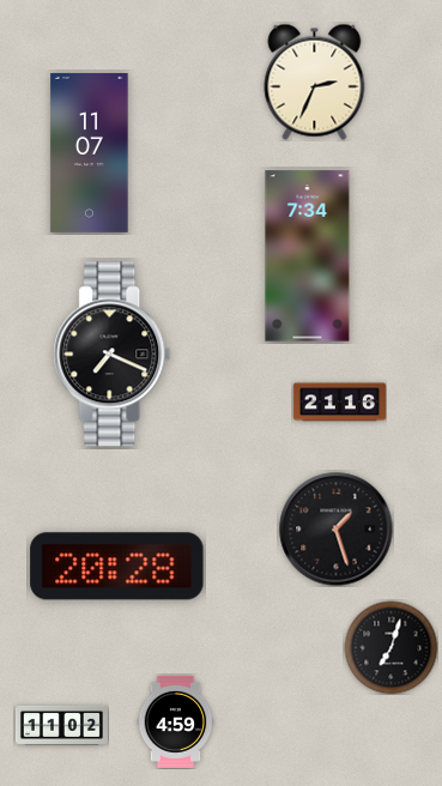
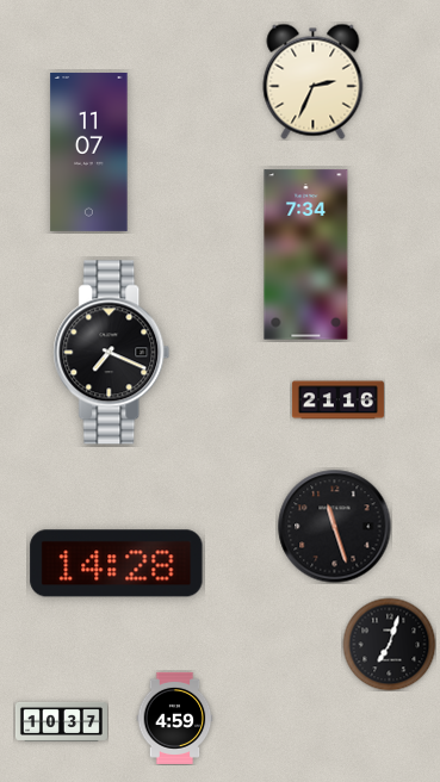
clock at (335, 528): 1:27 -> 11:27
clock at (117, 567): 20:28 -> 14:28
clock at (61, 725): 11:02 -> 10:37
